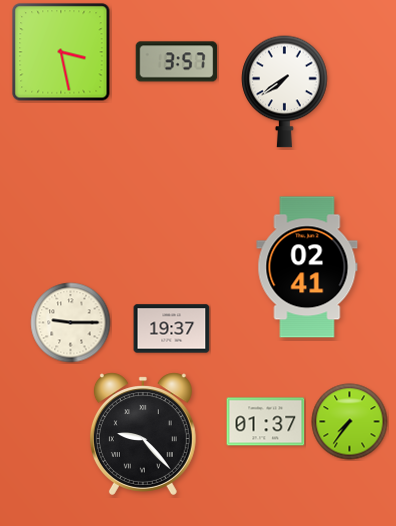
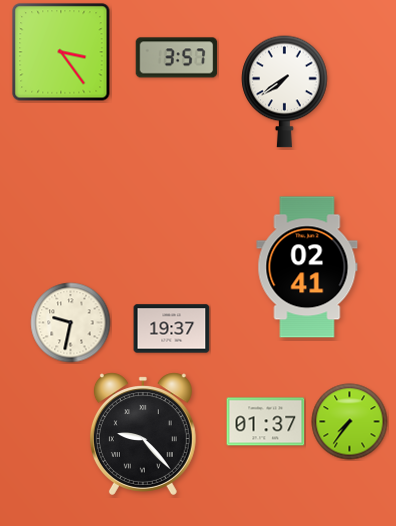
clock at (61, 52): 3:28 -> 3:24
clock at (177, 62) position: (177, 62) -> (177, 58)
clock at (71, 323): 9:15 -> 9:32
